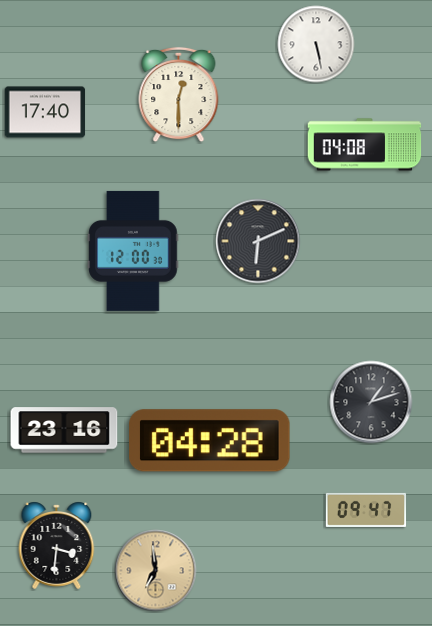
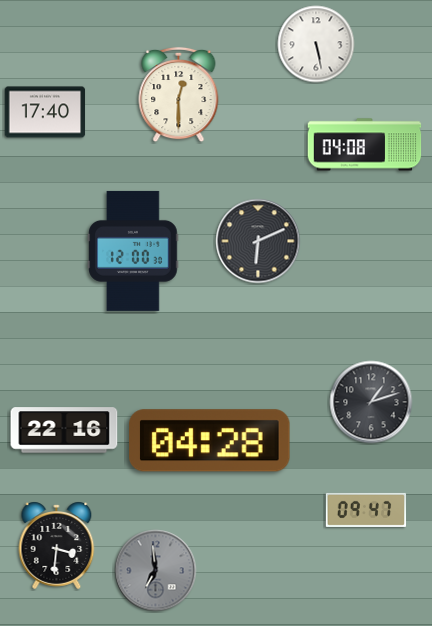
clock at (64, 430): 23:16 -> 22:16
clock at (156, 571) dial: champagne -> grey
